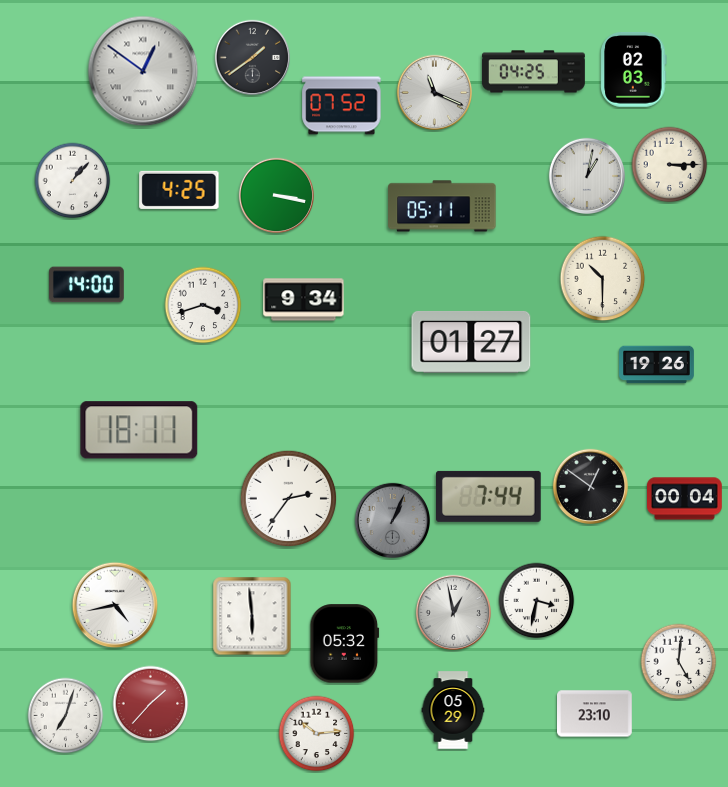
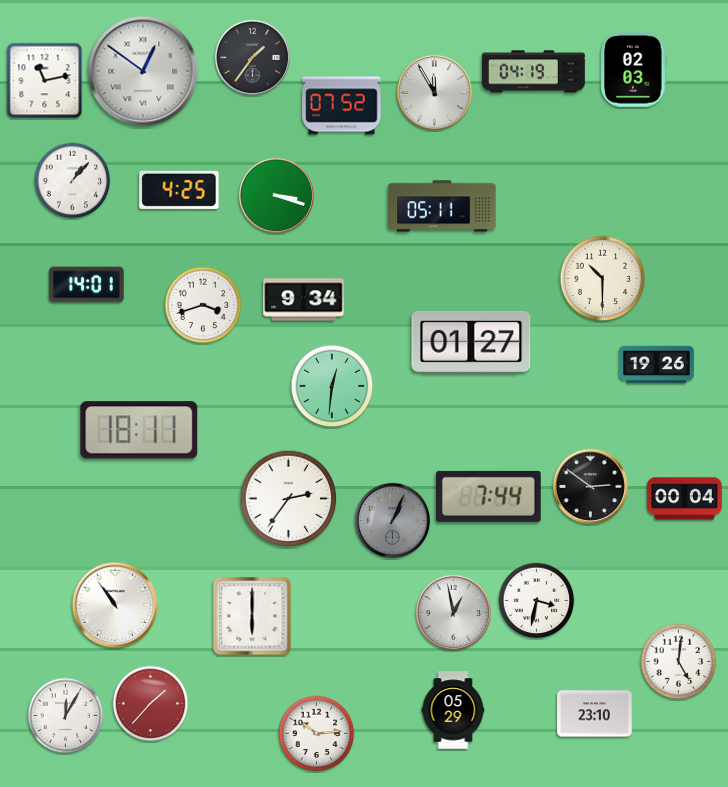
clock at (252, 57): 1:39 -> 1:36
clock at (533, 72): 04:25 -> 04:19
clock at (45, 81): none -> 11:13
clock at (434, 92): 11:19 -> 11:55
clock at (670, 165): 3:15 -> none
clock at (586, 175): 1:02 -> none
clock at (276, 195): 3:17 -> 3:18
clock at (87, 285): 14:00 -> 14:01
clock at (332, 386): none -> 12:31
clock at (590, 486): 12:51 -> 2:51
clock at (115, 605): 4:43 -> 10:54
clock at (252, 616): 5:59 -> 6:00
clock at (345, 644): 05:32 -> none
clock at (66, 716): 7:03 -> 12:05
